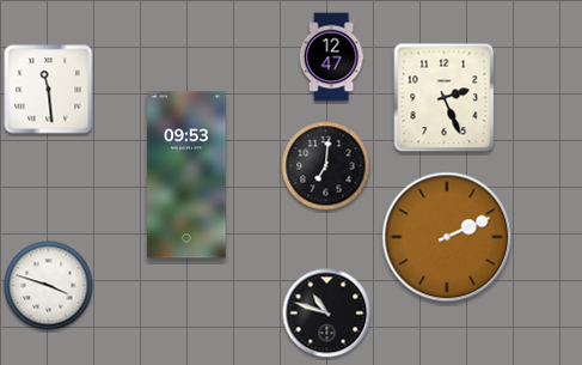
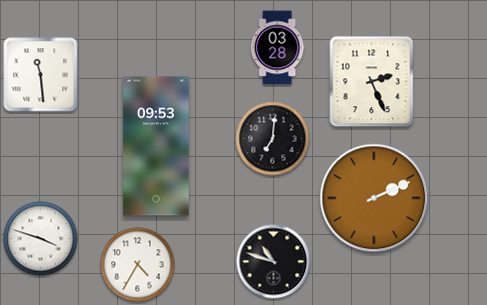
clock at (331, 57): 12:47 -> 03:28
clock at (138, 265): none -> 4:35
